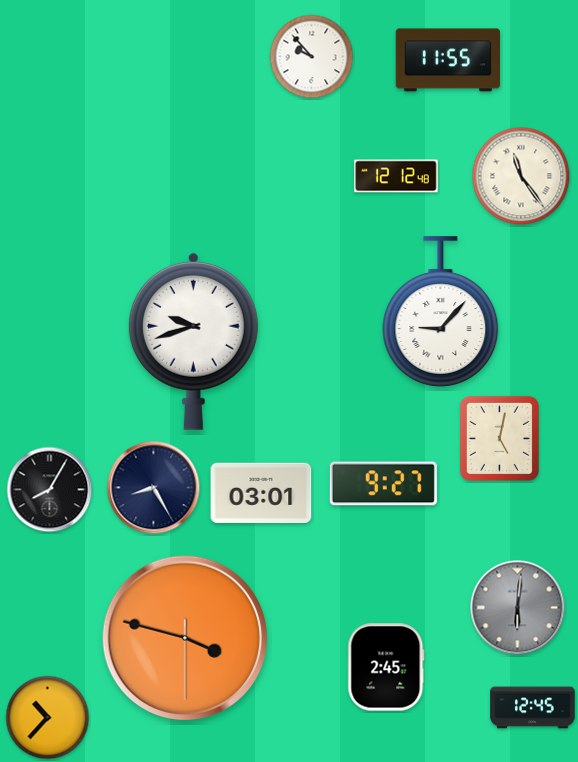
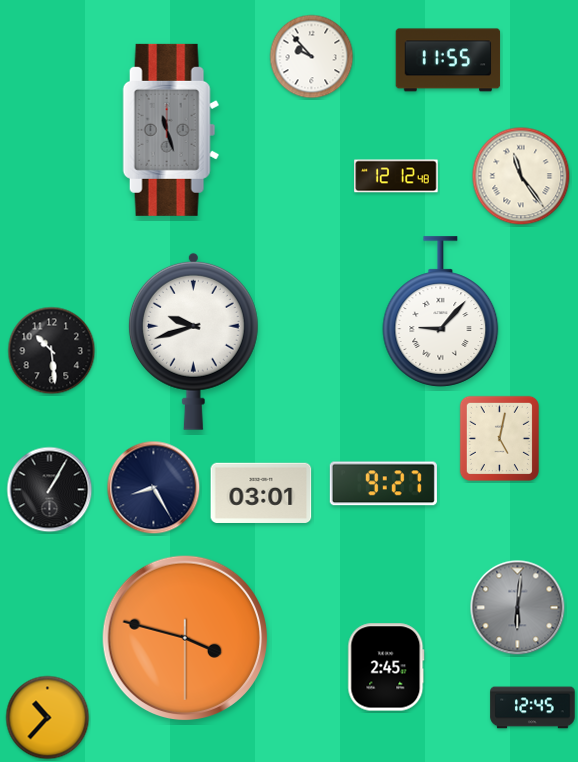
clock at (171, 130): none -> 11:27
clock at (52, 351): none -> 10:29
clock at (50, 490): 8:05 -> 1:05
